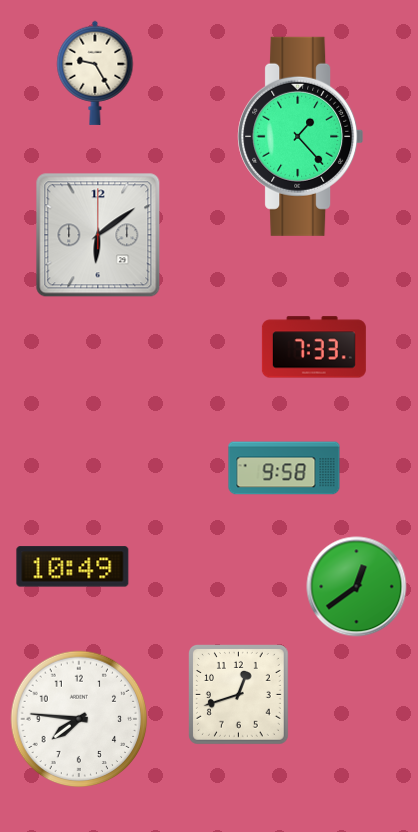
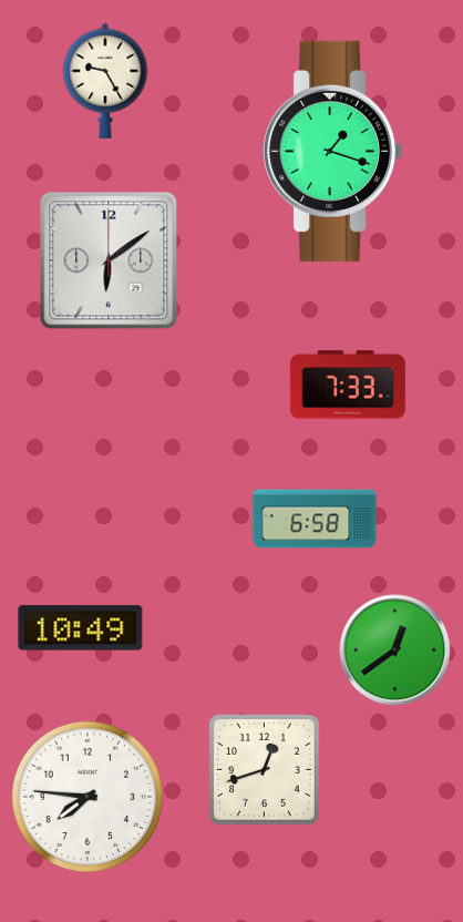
clock at (301, 136): 1:23 -> 1:18
clock at (284, 468): 9:58 -> 6:58
